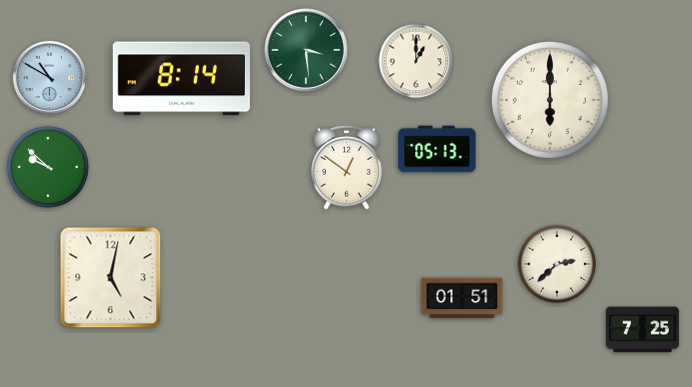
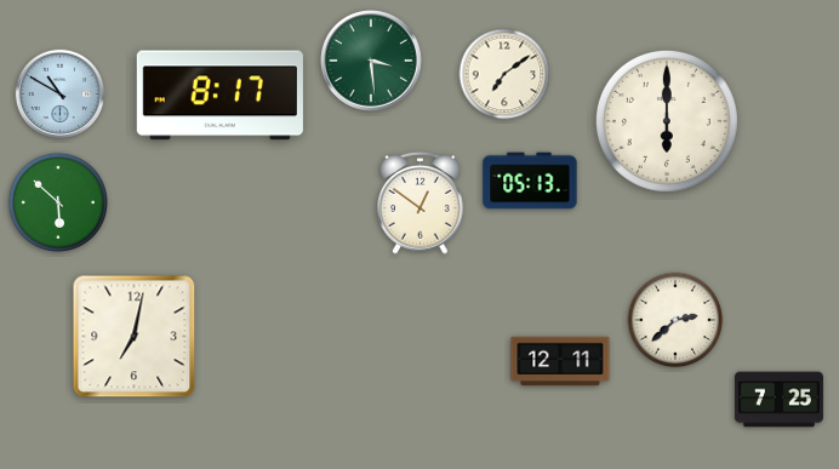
clock at (416, 61): 1:00 -> 7:09
clock at (181, 79): 8:14 -> 8:17
clock at (48, 167): 9:52 -> 5:52
clock at (111, 278): 5:02 -> 7:02
clock at (462, 298): 01:51 -> 12:11
